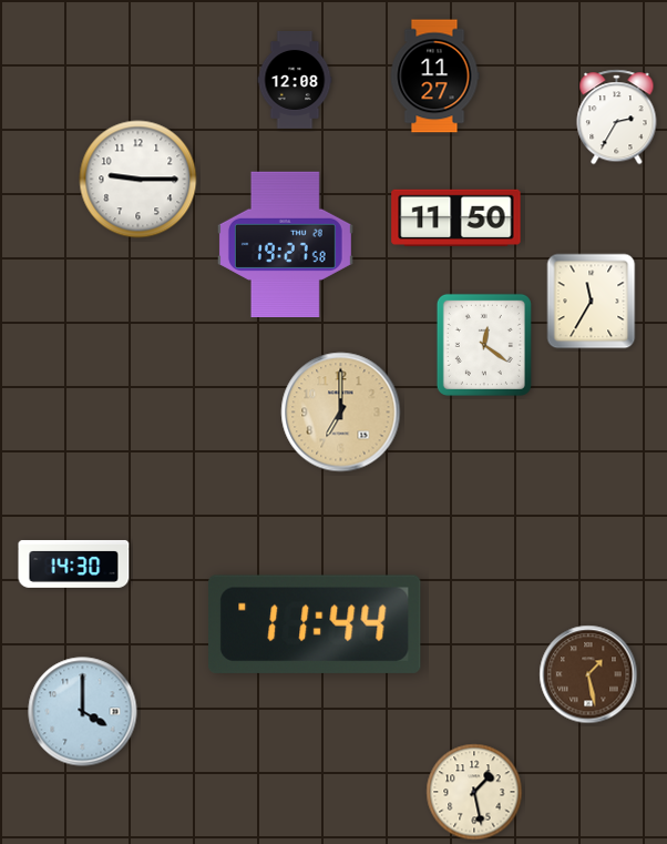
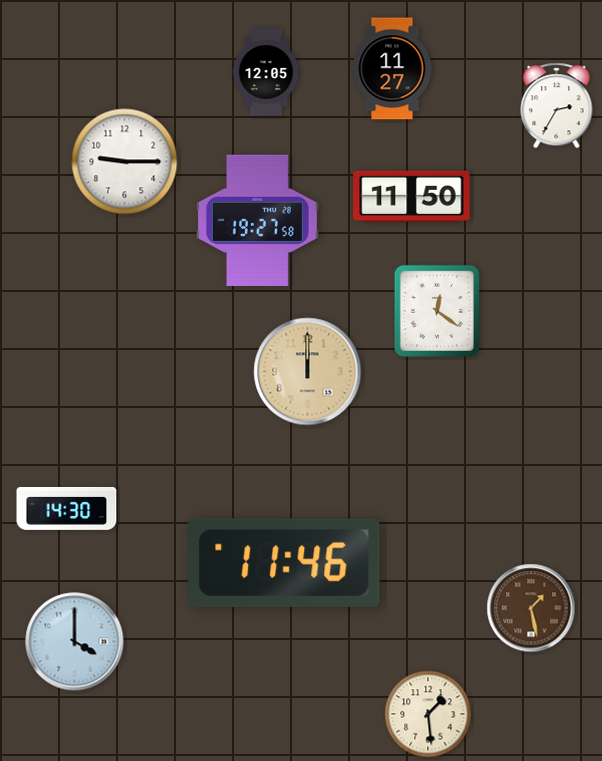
clock at (295, 80): 12:08 -> 12:05
clock at (592, 302): 11:35 -> none
clock at (341, 413): 7:00 -> 12:00
clock at (316, 624): 11:44 -> 11:46
clock at (474, 792): 1:28 -> 1:29
